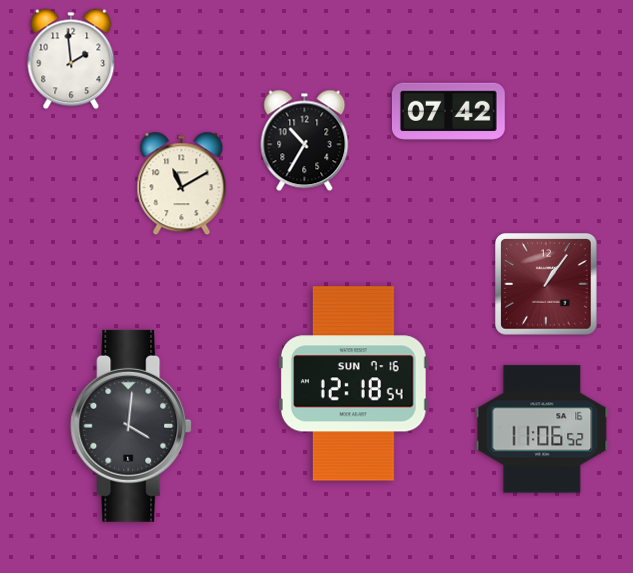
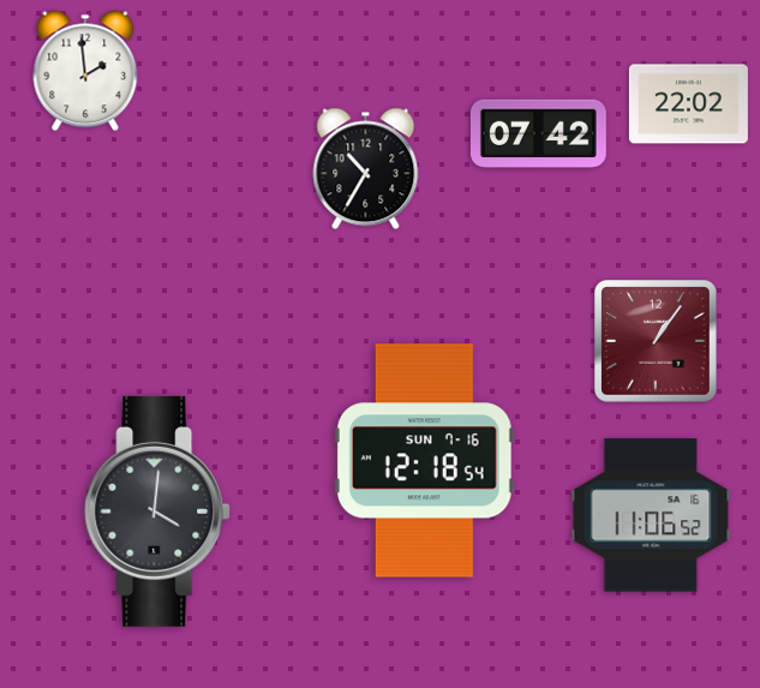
clock at (688, 104): none -> 22:02
clock at (182, 184): 11:10 -> none
